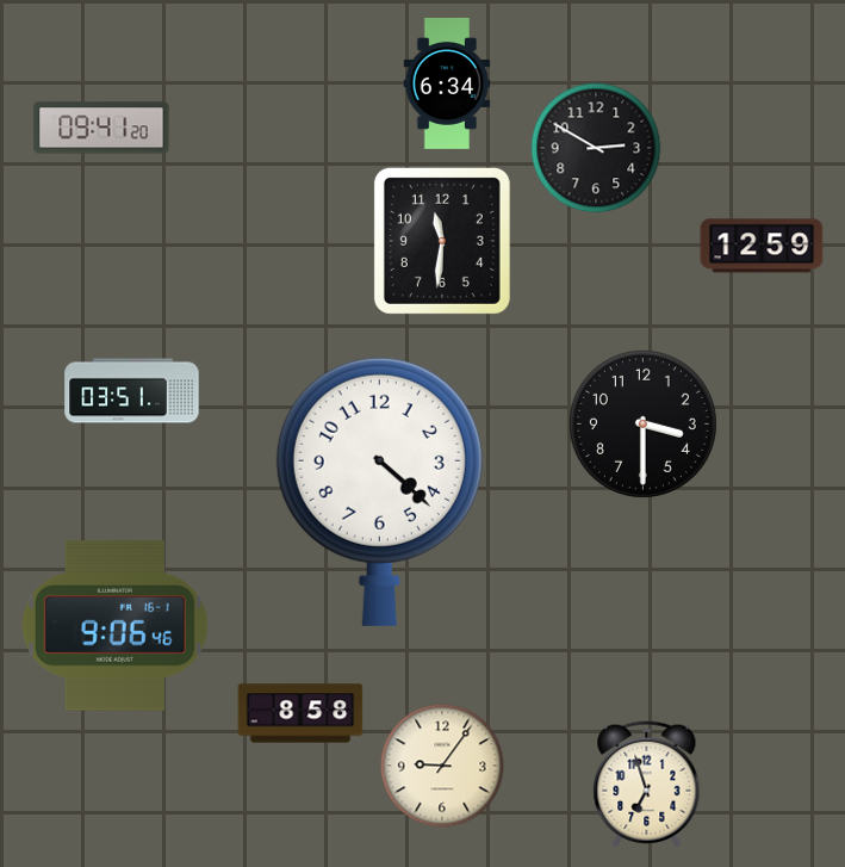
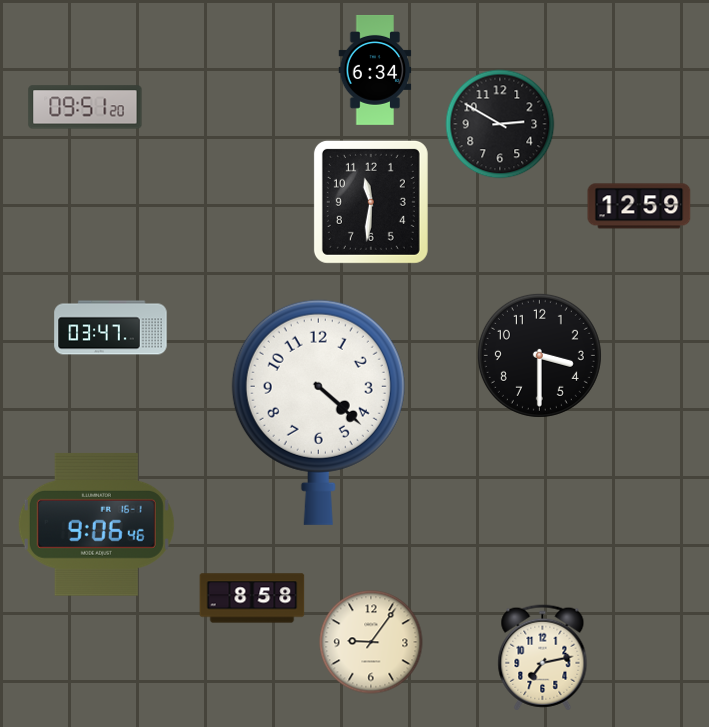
clock at (101, 128): 09:41 -> 09:51
clock at (132, 391): 03:51 -> 03:47
clock at (647, 785): 6:57 -> 7:13
